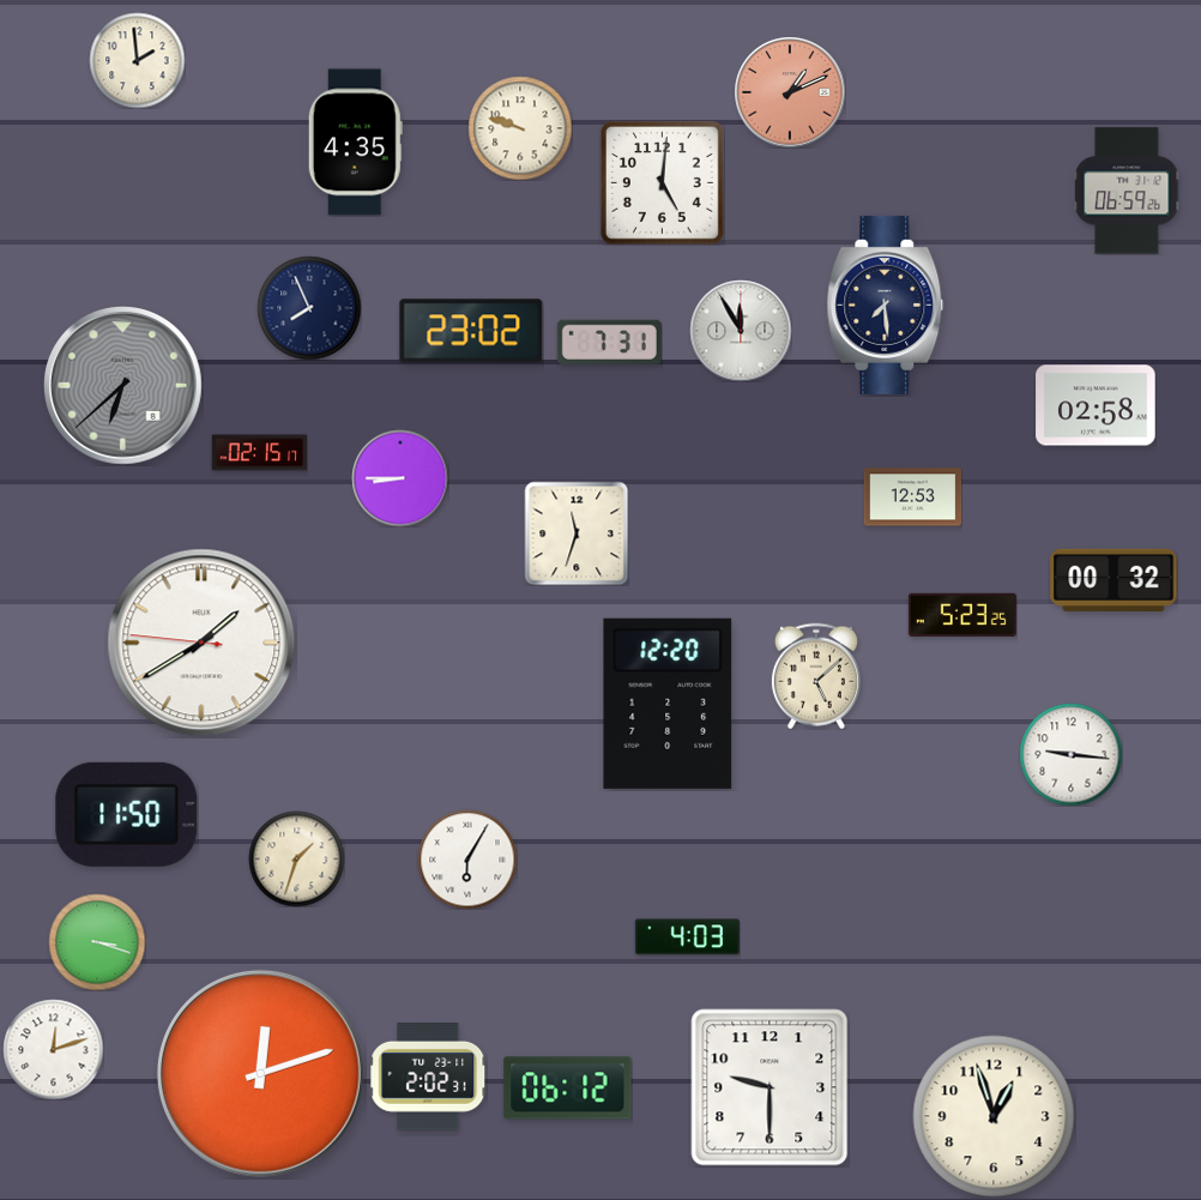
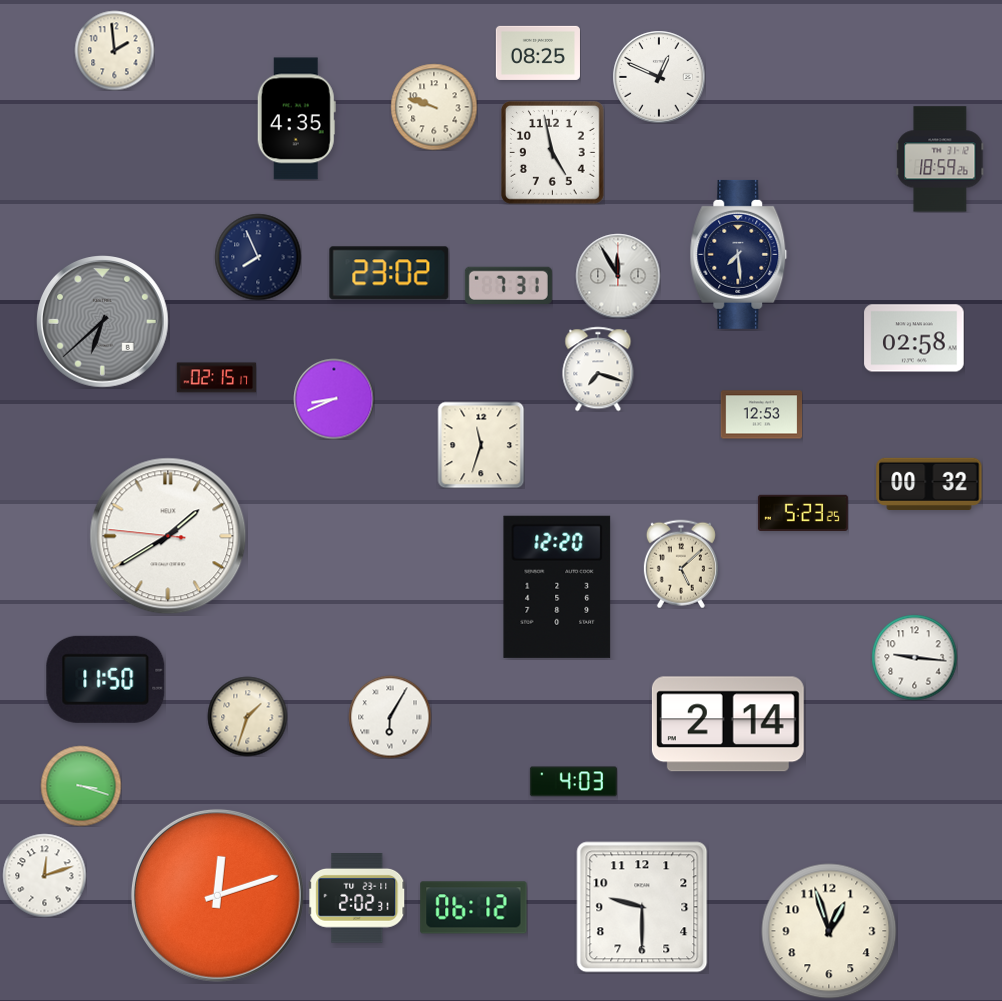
clock at (538, 53): none -> 08:25
clock at (790, 92): 1:11 -> 12:49
clock at (790, 92) dial: salmon -> white
clock at (663, 183): 5:01 -> 4:58
clock at (1127, 191): 06:59 -> 18:59
clock at (471, 331) position: (471, 331) -> (389, 273)
clock at (598, 369): none -> 7:18
clock at (400, 478): 8:45 -> 8:41
clock at (1070, 754) position: (1070, 754) -> (914, 657)
clock at (728, 724): none -> 2:14
